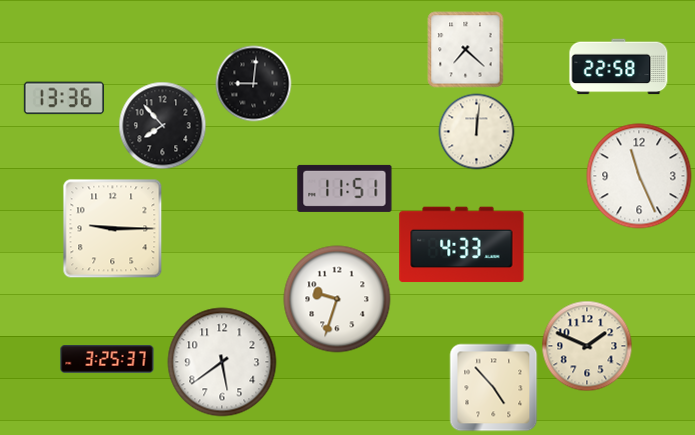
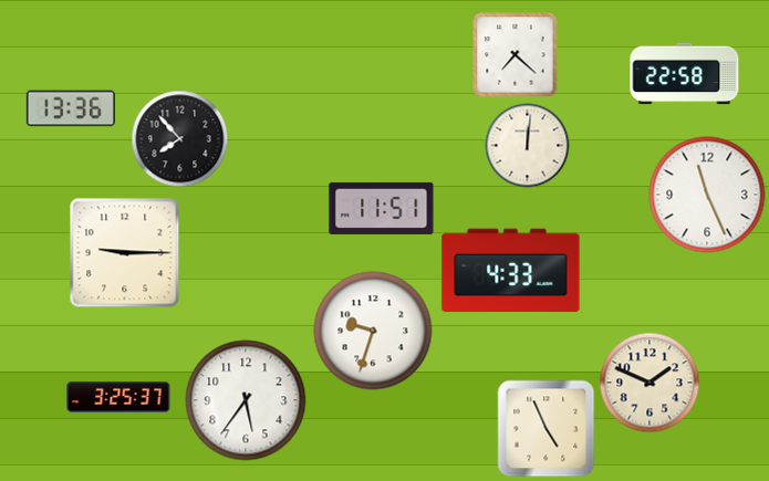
clock at (254, 84): 9:01 -> none
clock at (222, 362): 5:39 -> 5:36
clock at (494, 388): 4:53 -> 4:56
